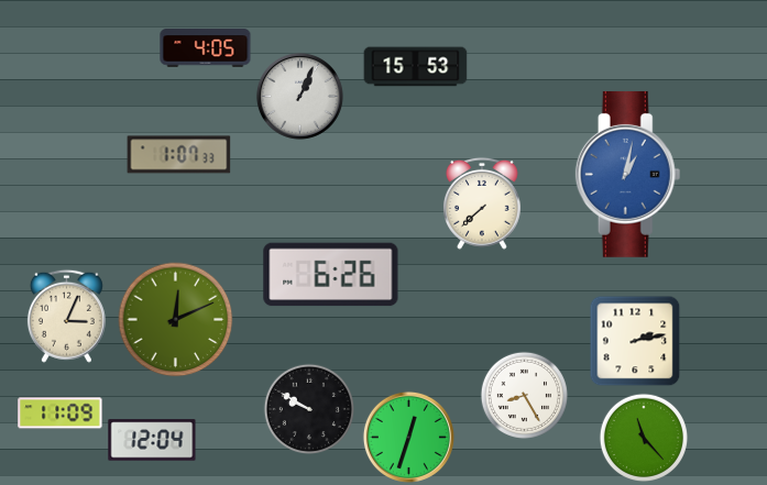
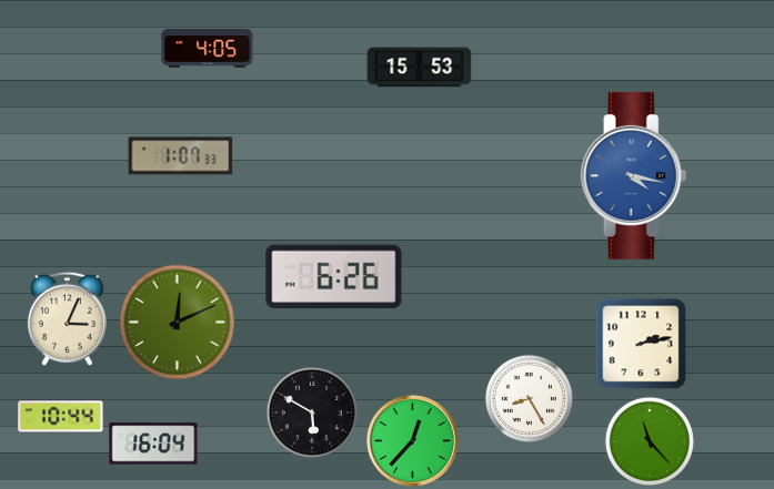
clock at (299, 96): 1:04 -> none
clock at (628, 174): 1:02 -> 4:17
clock at (482, 203): 7:38 -> none
clock at (308, 408): 9:50 -> 5:50
clock at (61, 414): 11:09 -> 10:44
clock at (408, 437): 12:33 -> 12:37
clock at (152, 440): 12:04 -> 16:04
